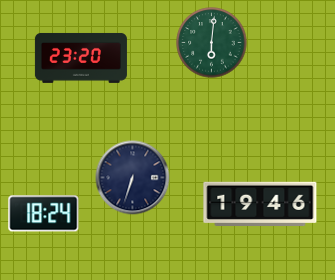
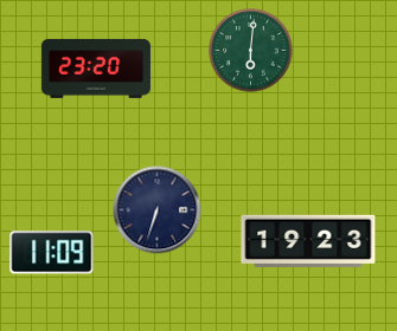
clock at (260, 204): 19:46 -> 19:23
clock at (44, 214): 18:24 -> 11:09
